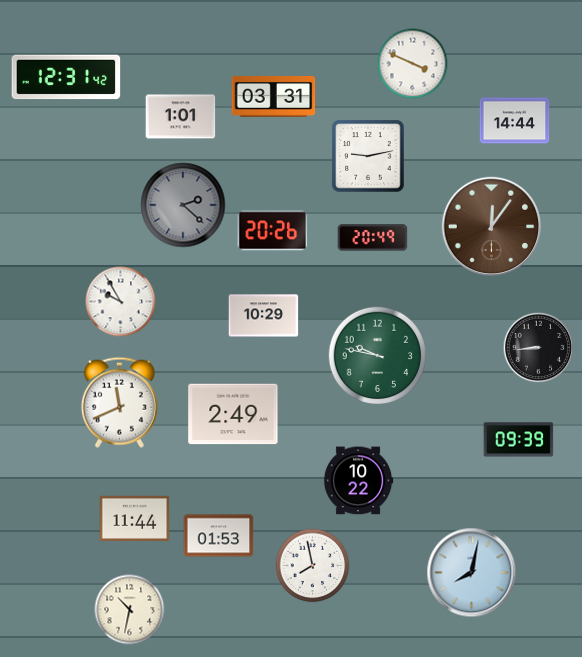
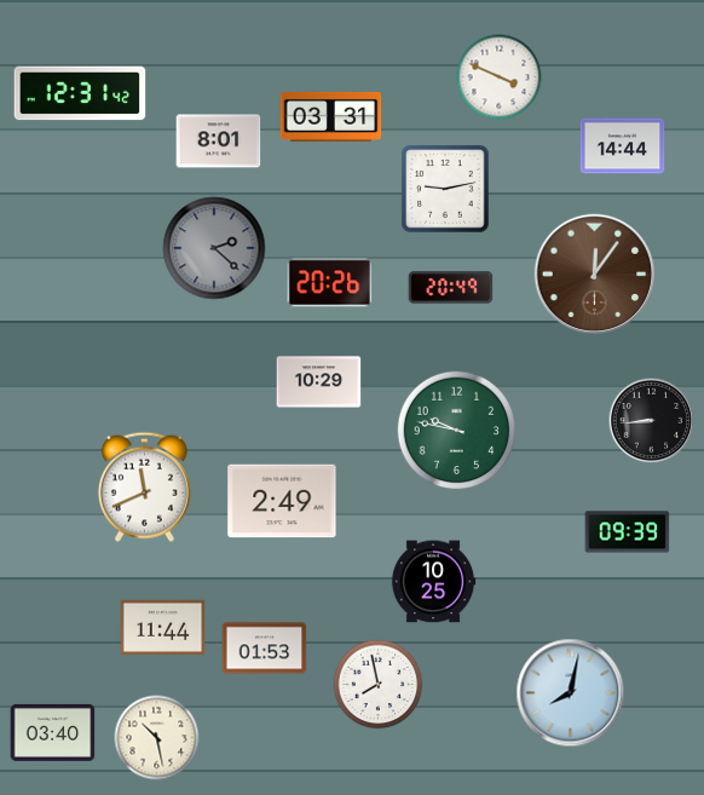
clock at (181, 117): 1:01 -> 8:01
clock at (183, 205) position: (183, 205) -> (214, 248)
clock at (273, 231) position: (273, 231) -> (330, 283)
clock at (121, 302): 9:55 -> none
clock at (358, 481): 10:22 -> 10:25
clock at (53, 732): none -> 03:40
clock at (130, 610): 10:32 -> 10:28
